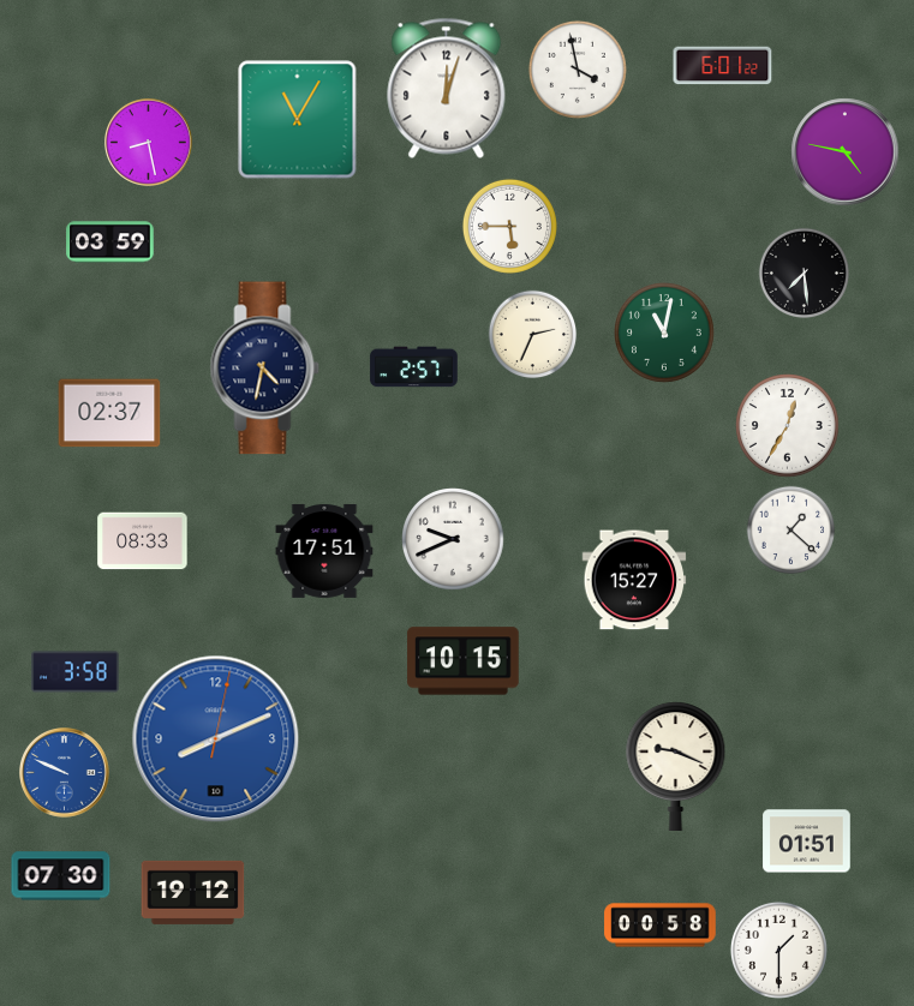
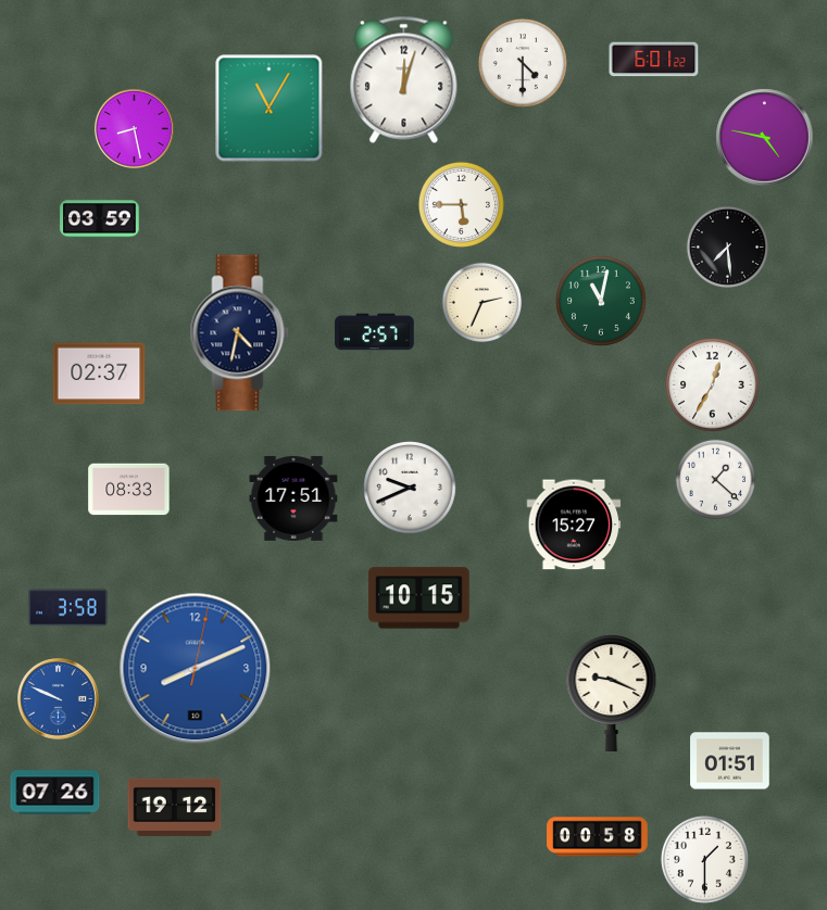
clock at (578, 70): 3:58 -> 4:30
clock at (61, 876): 07:30 -> 07:26
